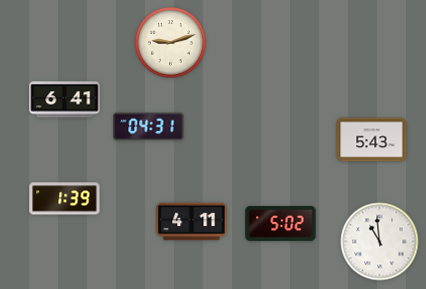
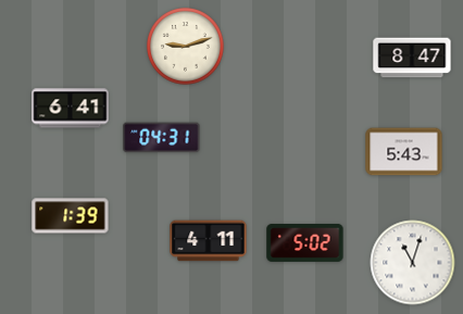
clock at (412, 58): none -> 8:47
clock at (380, 242): 10:59 -> 11:03
